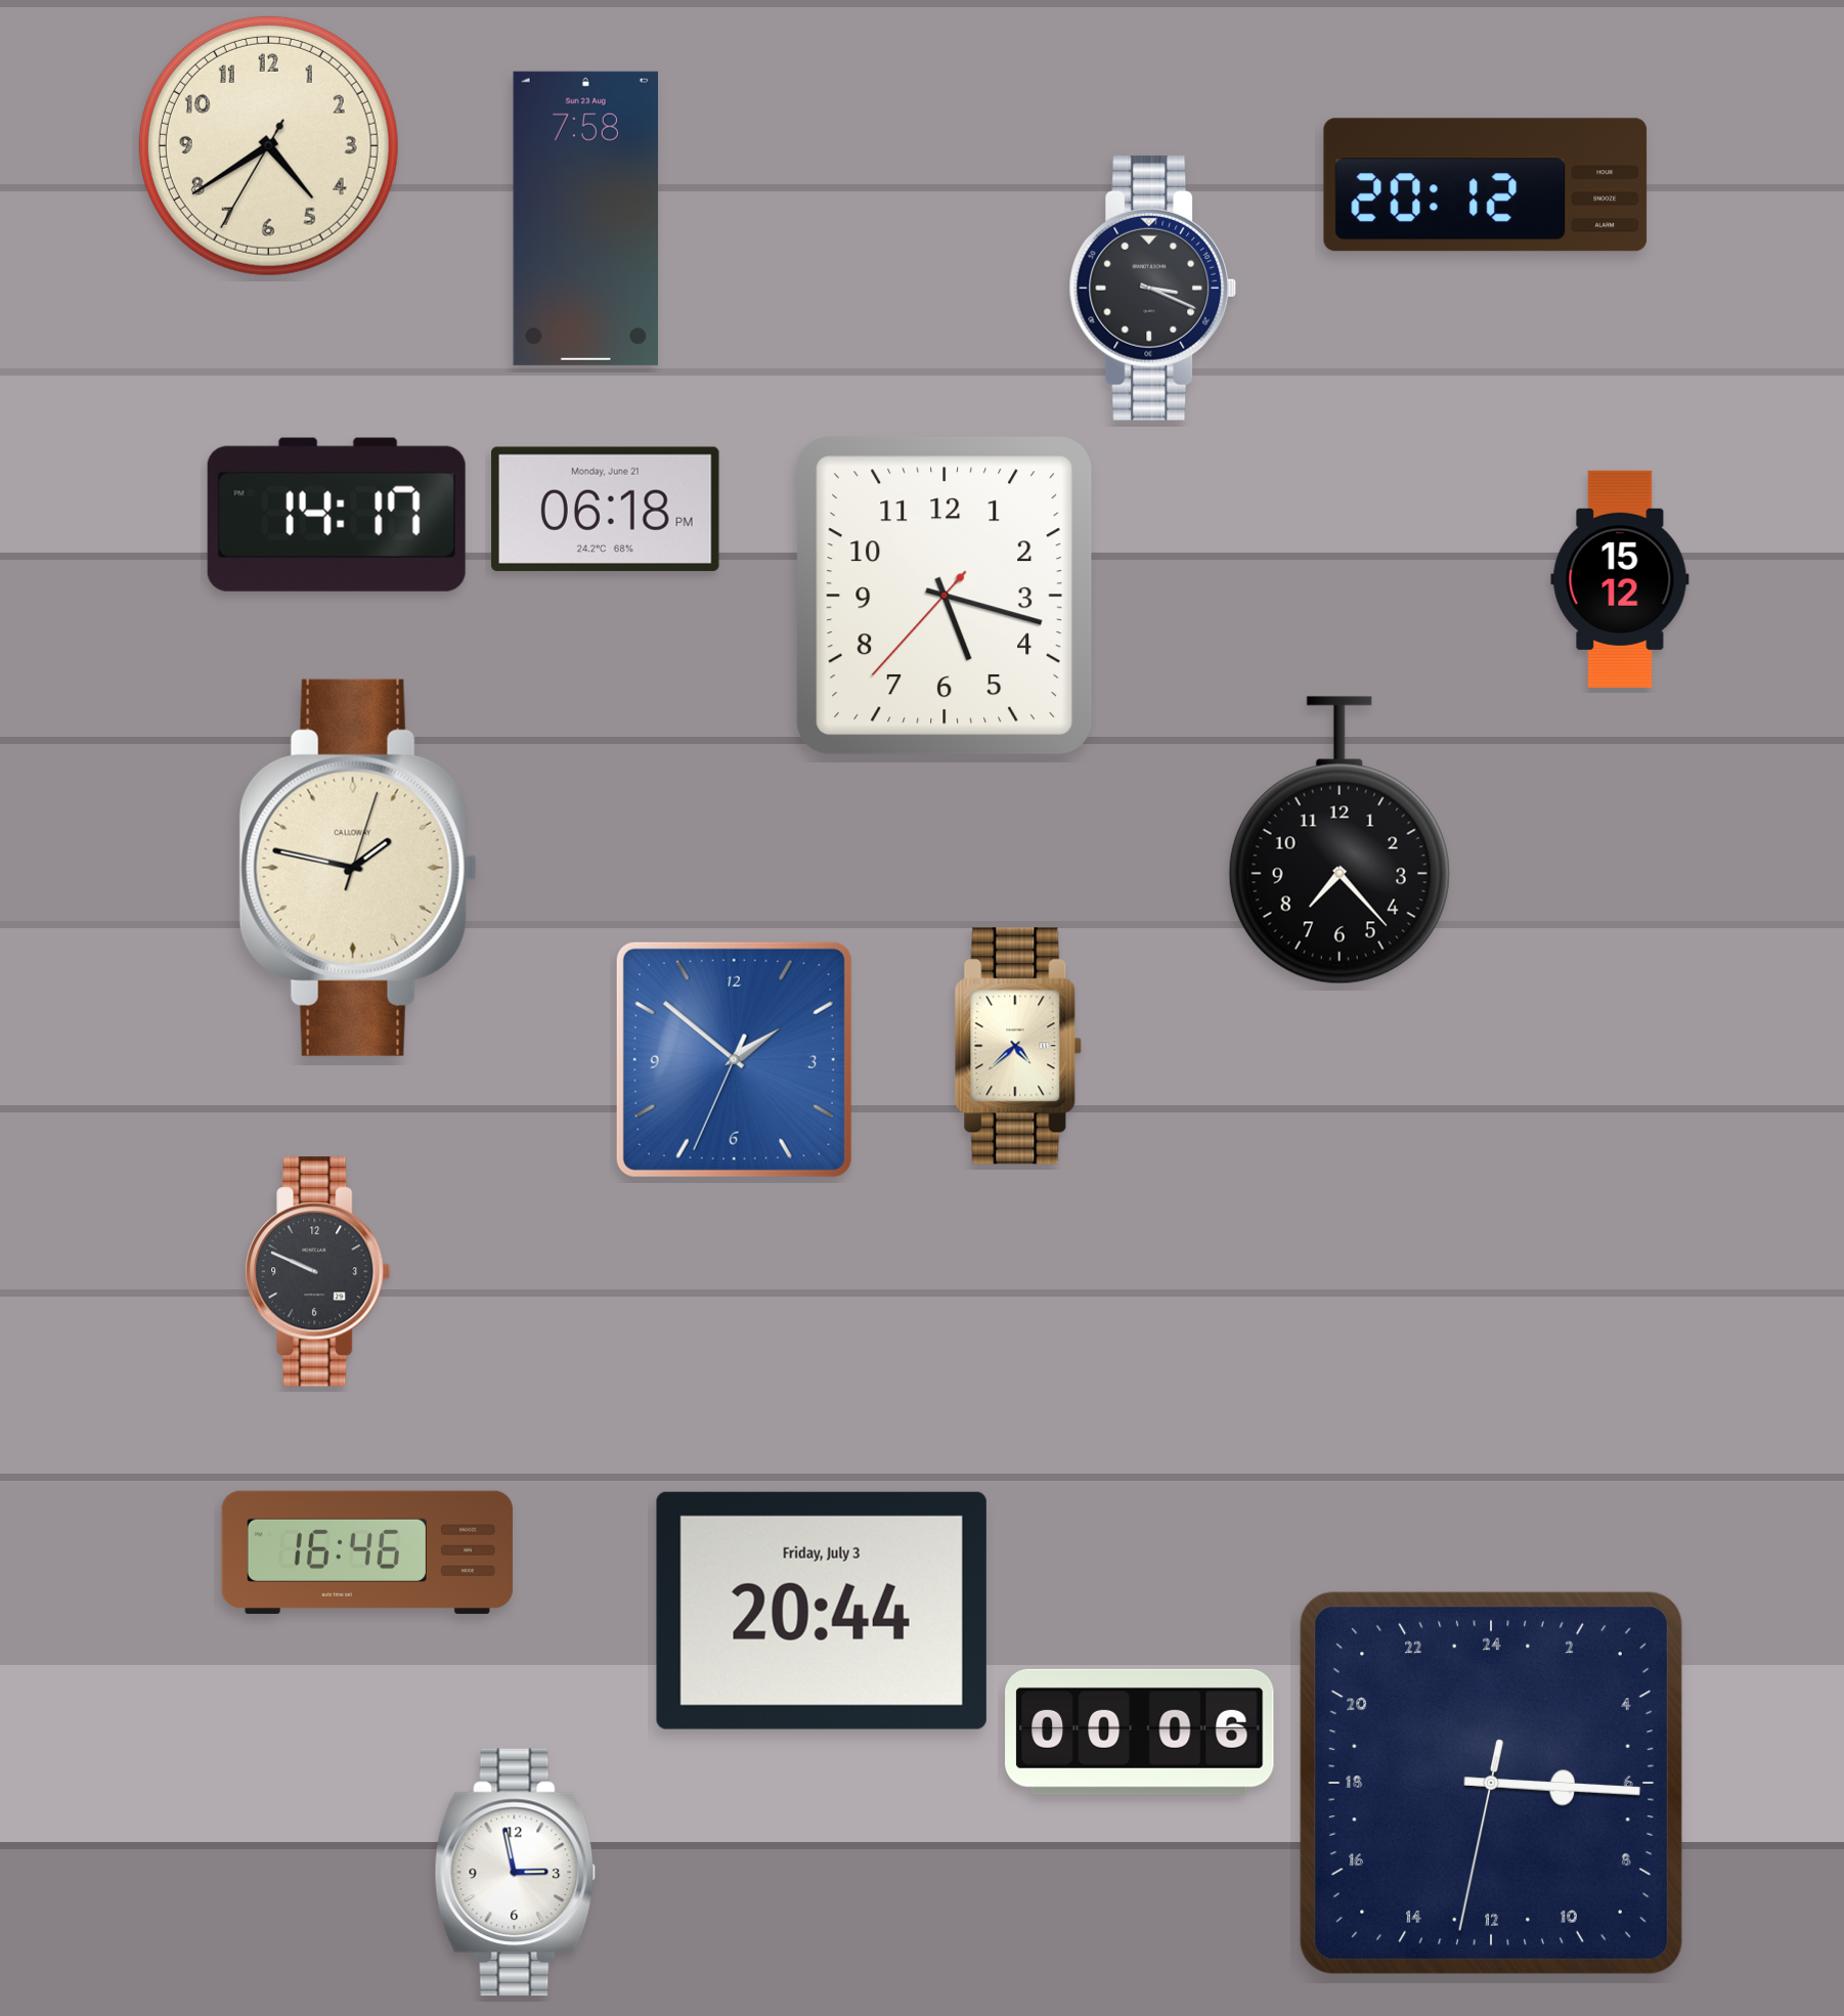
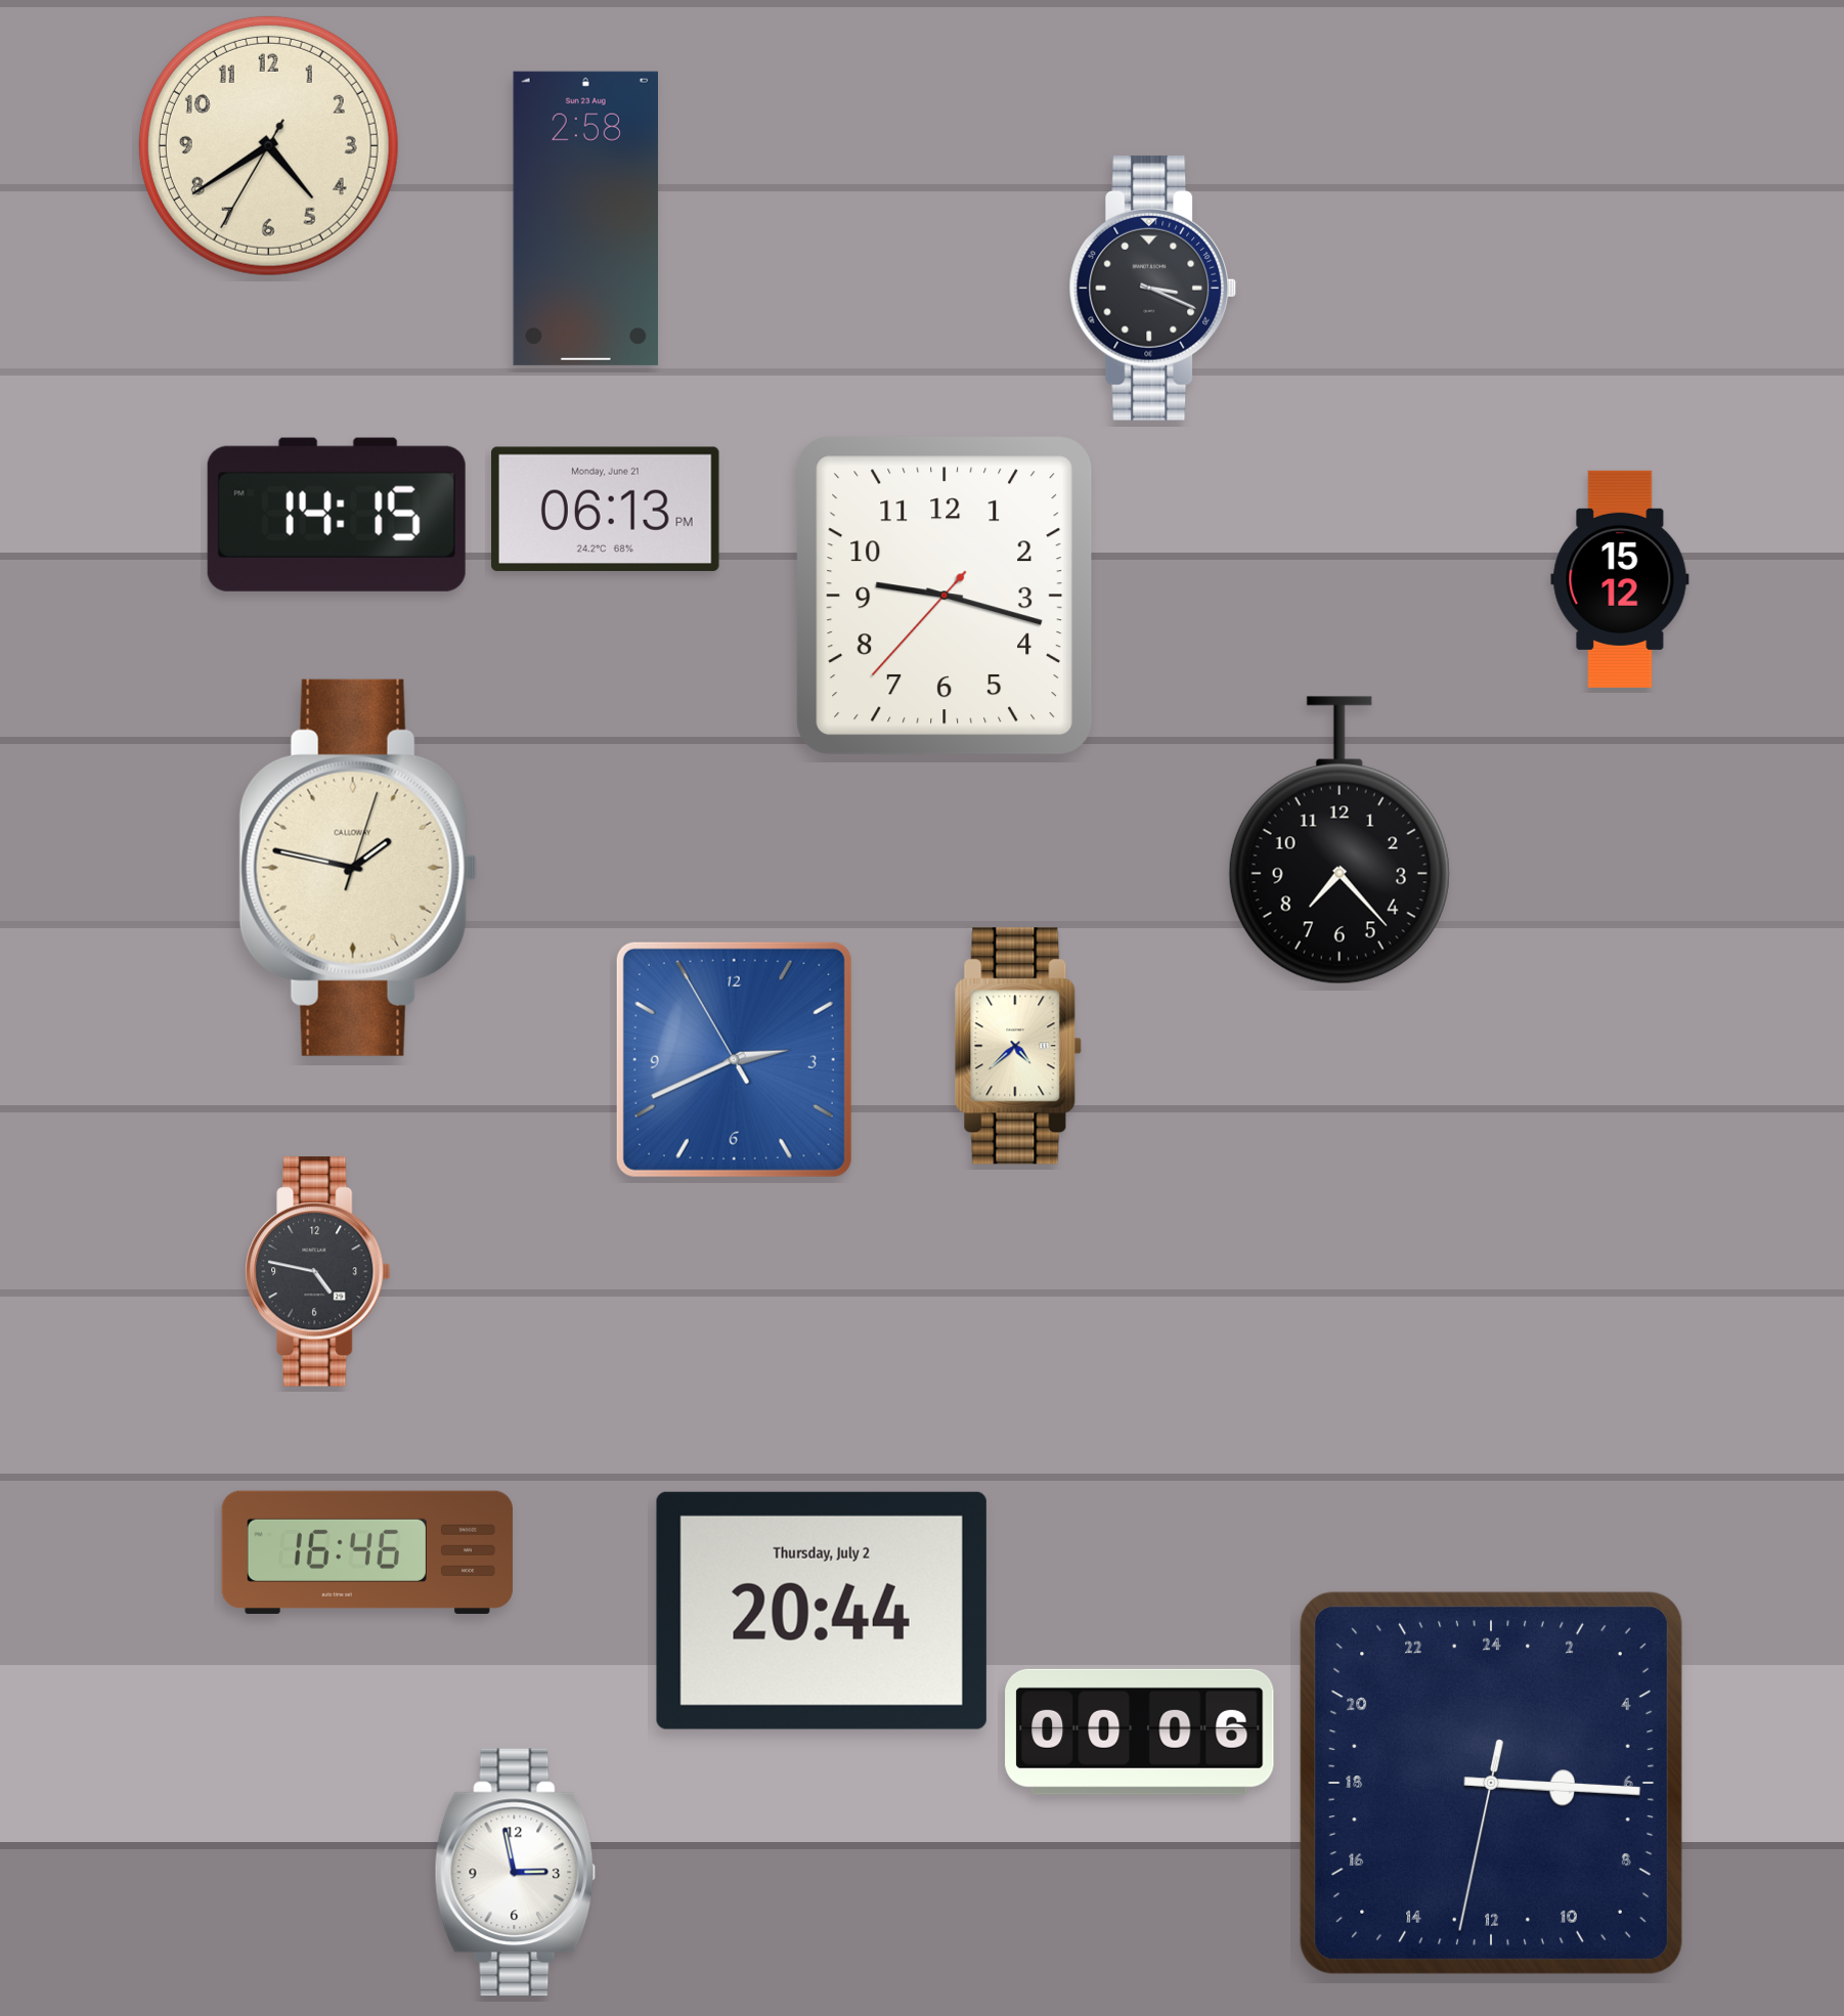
clock at (1486, 185): 20:12 -> none
clock at (585, 218): 7:58 -> 2:58
clock at (606, 509): 06:18 -> 06:13
clock at (337, 515): 14:17 -> 14:15
clock at (945, 596): 5:17 -> 9:17
clock at (734, 1059): 1:51 -> 2:40
clock at (318, 1272): 9:49 -> 4:47
clock at (822, 1611) date: Friday, July 3 -> Thursday, July 2
